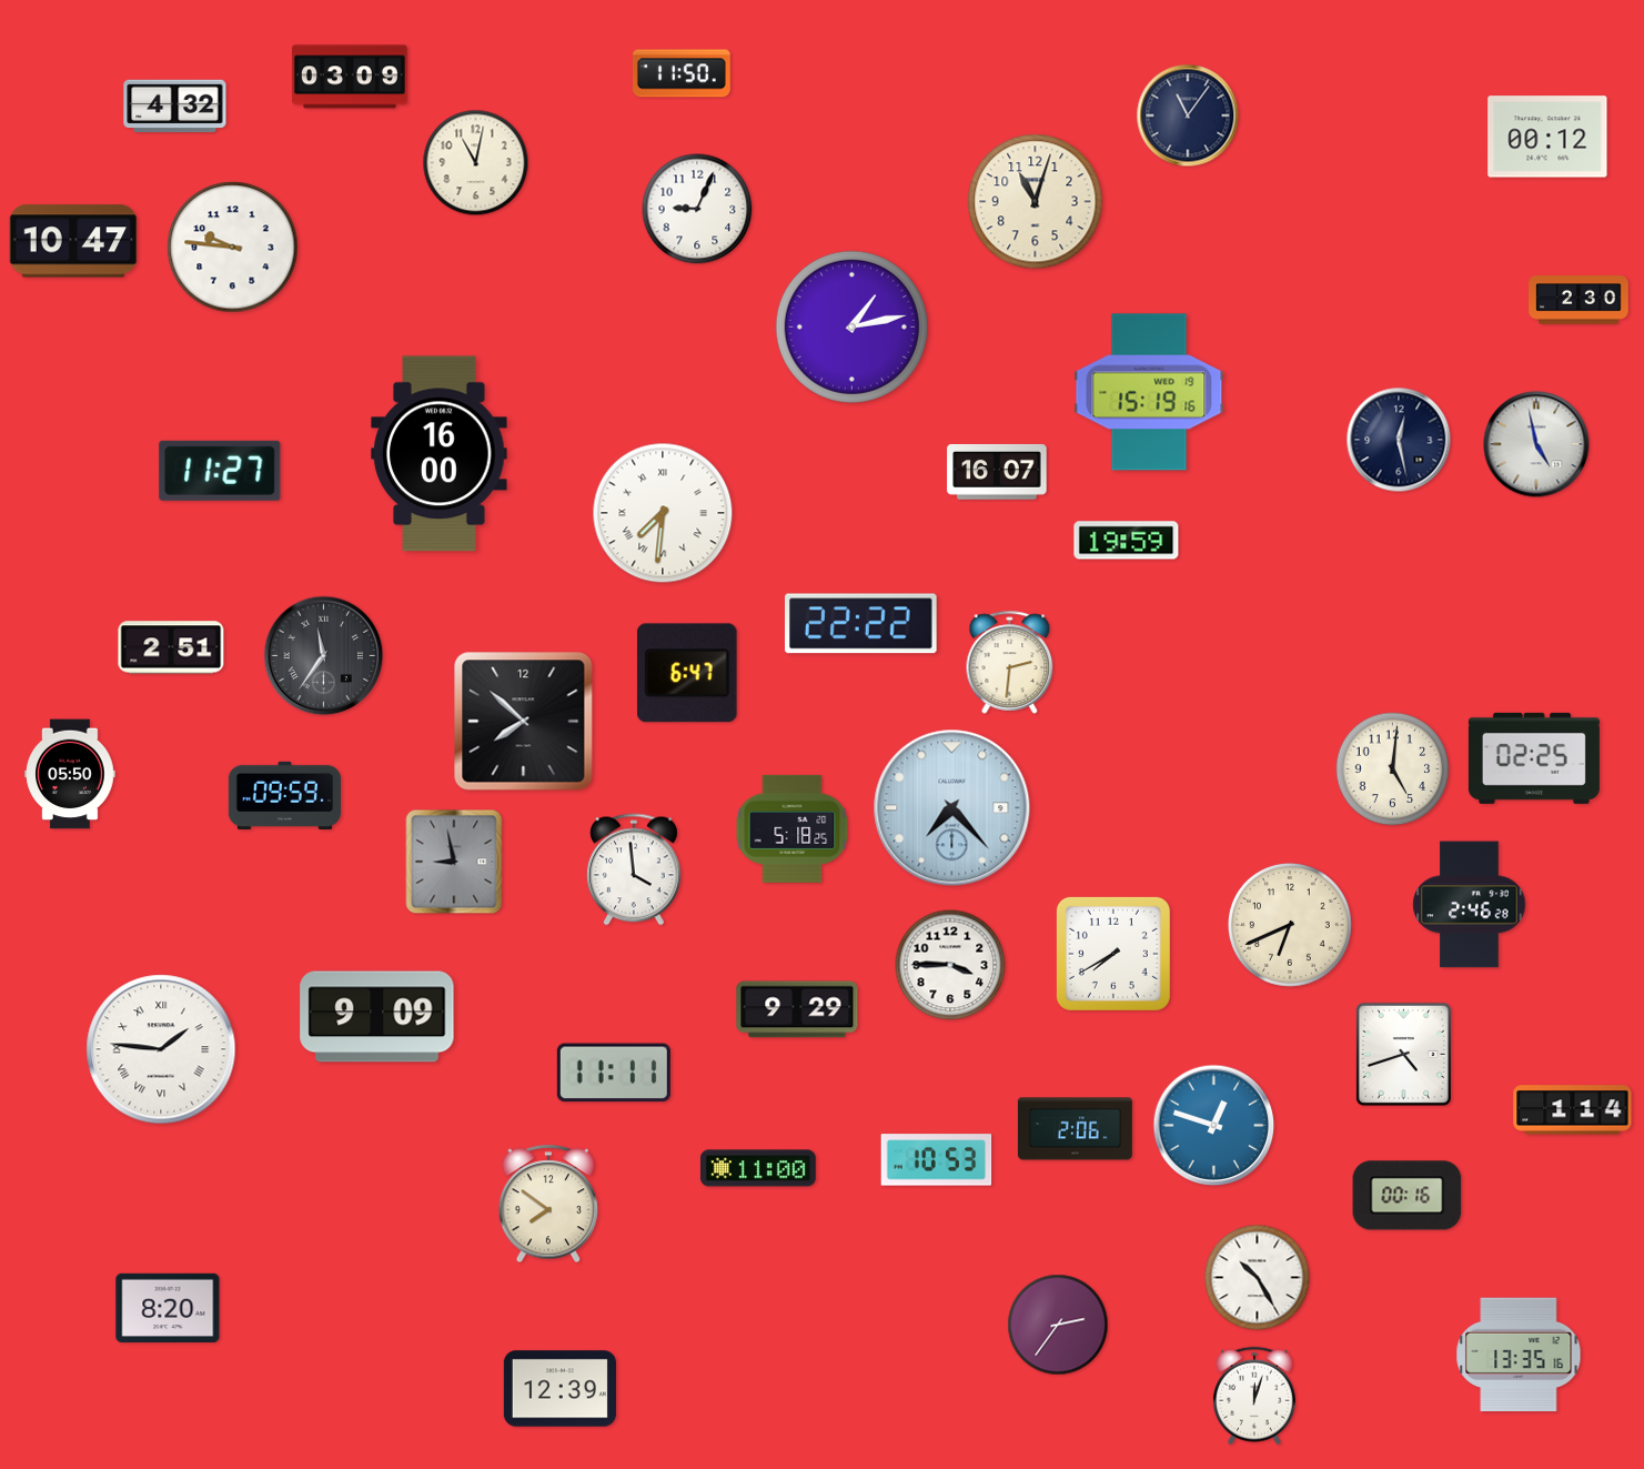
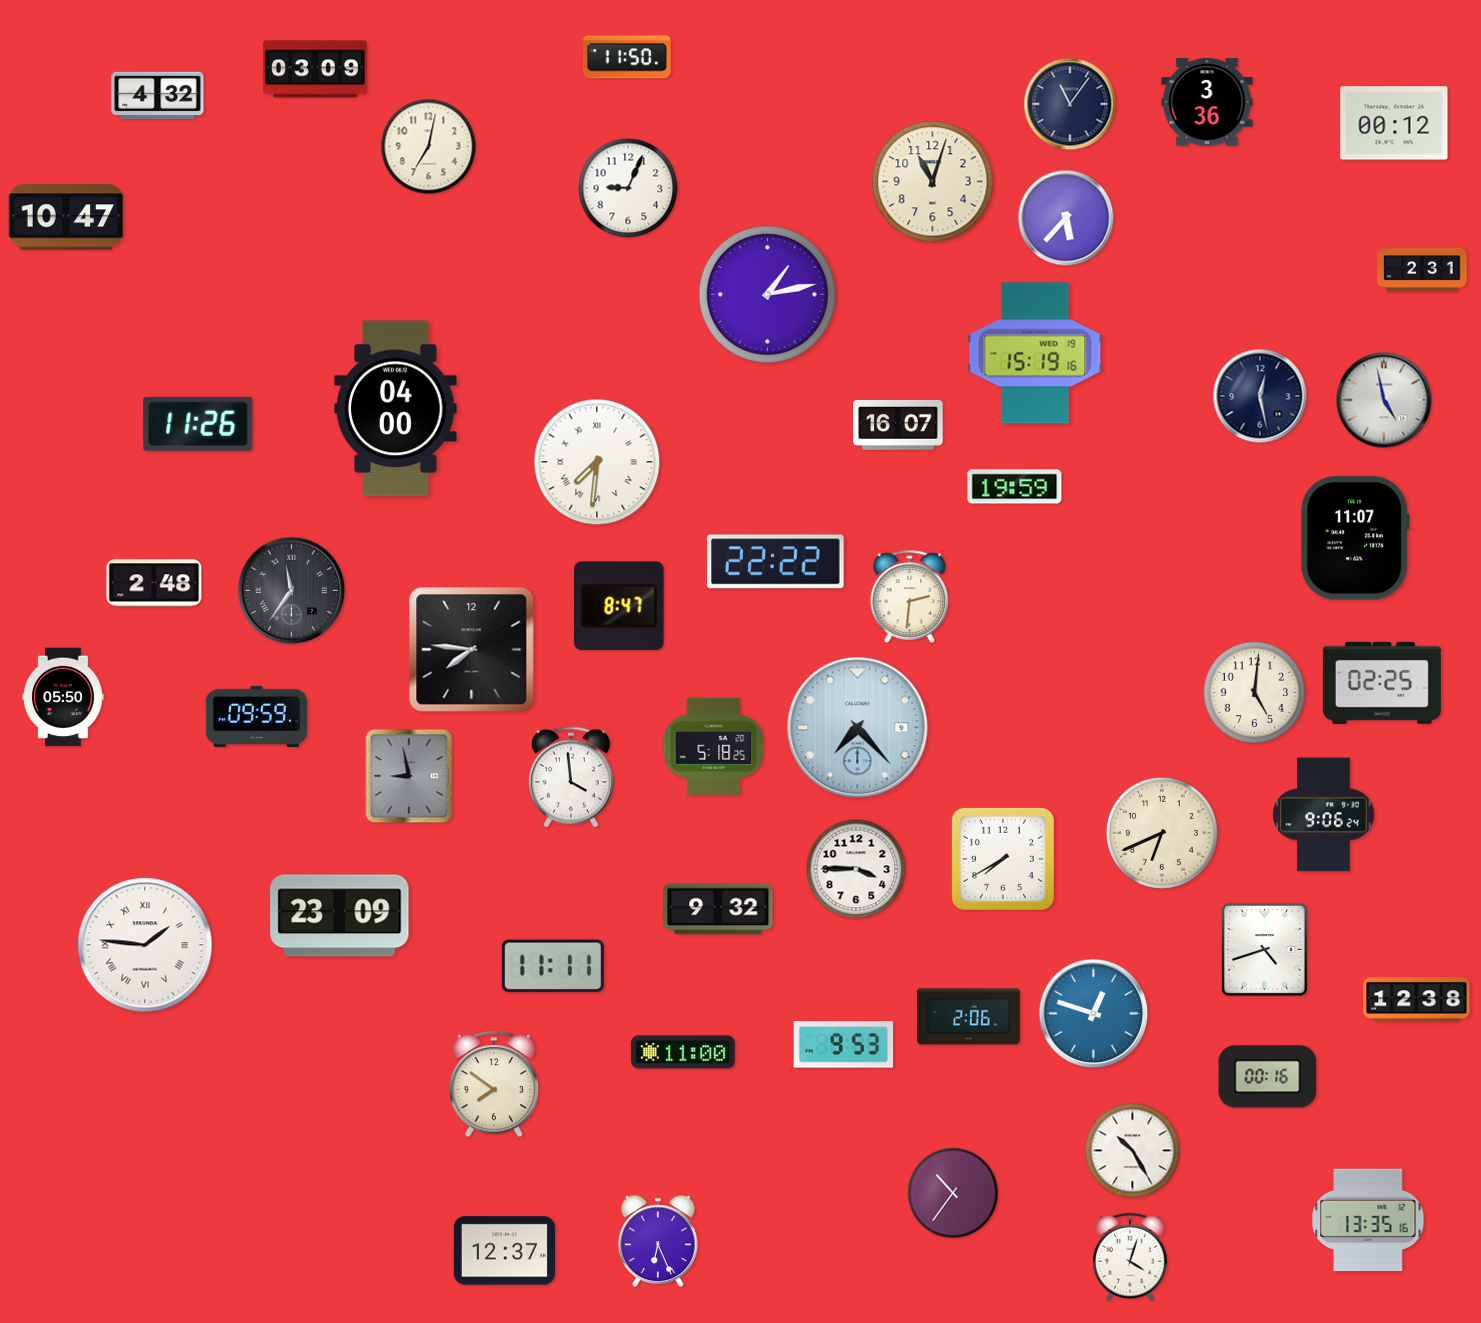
clock at (682, 73) position: (682, 73) -> (627, 57)
clock at (1207, 102): none -> 3:36
clock at (476, 163): 11:02 -> 7:02
clock at (1066, 218): none -> 5:37
clock at (233, 248): 9:46 -> none
clock at (1579, 300): 2:30 -> 2:31
clock at (440, 454): 16:00 -> 04:00
clock at (220, 471): 11:27 -> 11:26
clock at (1355, 538): none -> 11:07
clock at (171, 647): 2:51 -> 2:48
clock at (687, 673): 6:47 -> 8:47
clock at (524, 722): 7:52 -> 7:46
clock at (634, 869) position: (634, 869) -> (571, 777)
clock at (1470, 905): 2:46 -> 9:06
clock at (797, 1009): 9:29 -> 9:32
clock at (377, 1017): 9:09 -> 23:09
clock at (1573, 1110): 1:14 -> 12:38
clock at (937, 1160): 10:53 -> 9:53
clock at (168, 1308): 8:20 -> none
clock at (1058, 1325): 2:36 -> 10:36
clock at (659, 1241): none -> 6:26
clock at (559, 1389): 12:39 -> 12:37
clock at (1254, 1396): 12:03 -> 4:03
